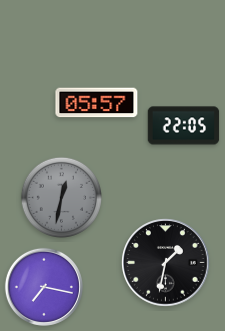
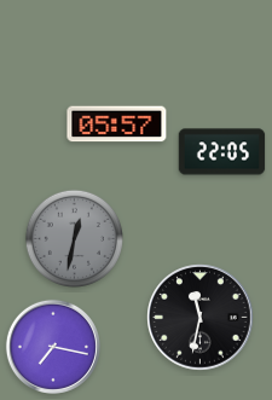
clock at (166, 263): 1:32 -> 11:32
